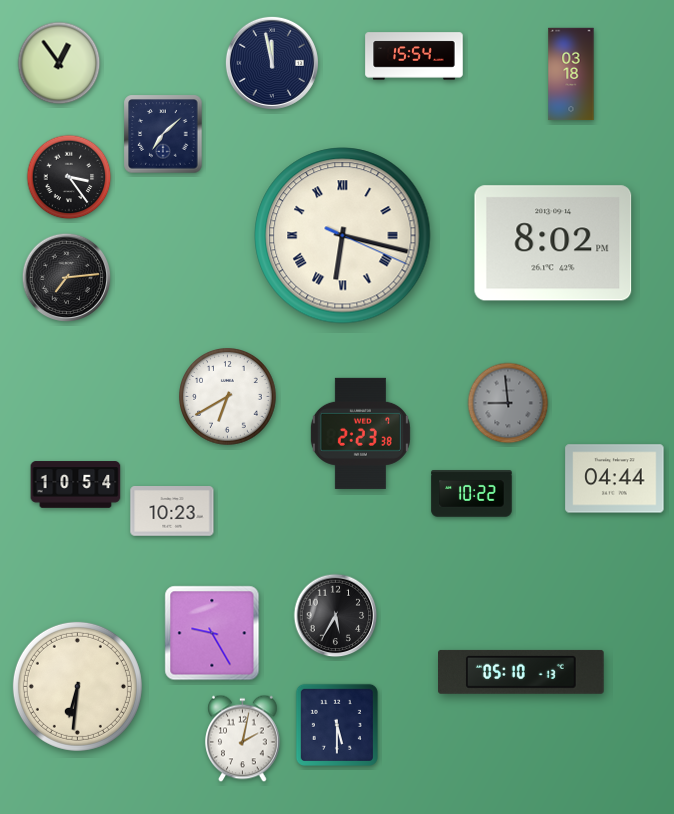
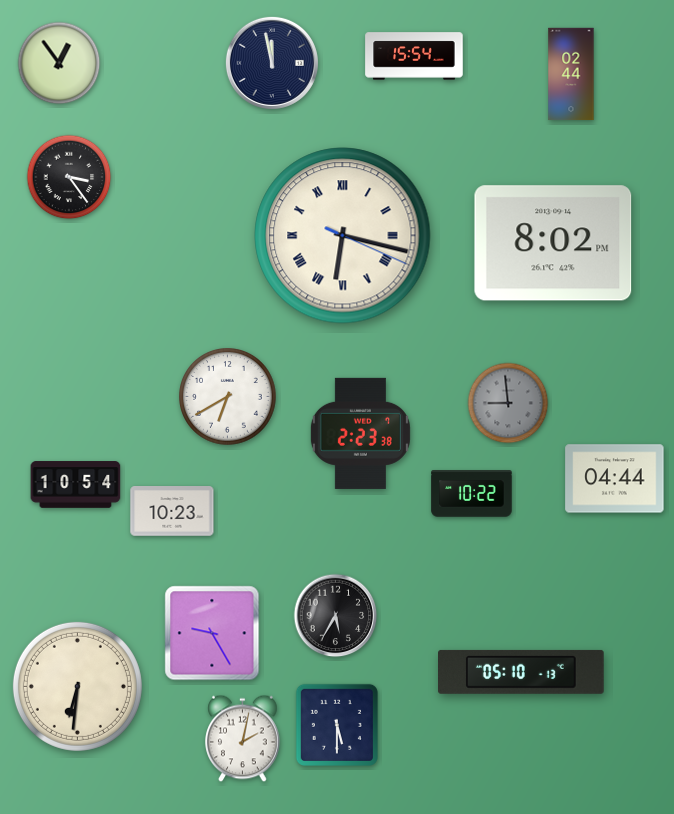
clock at (571, 74): 03:18 -> 02:44
clock at (163, 134): 7:08 -> none
clock at (66, 277): 7:14 -> none
